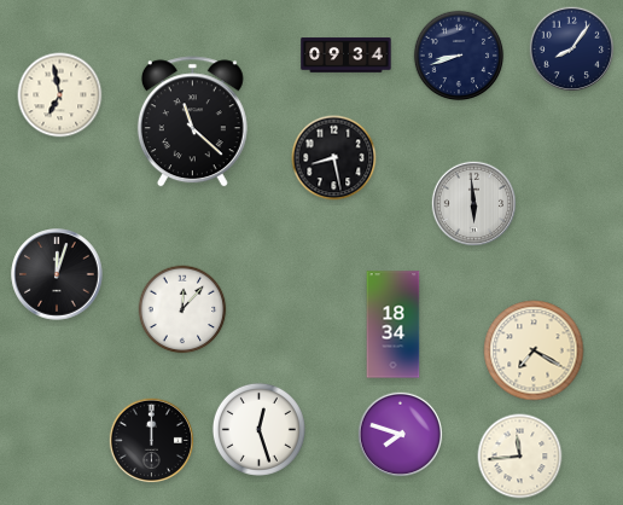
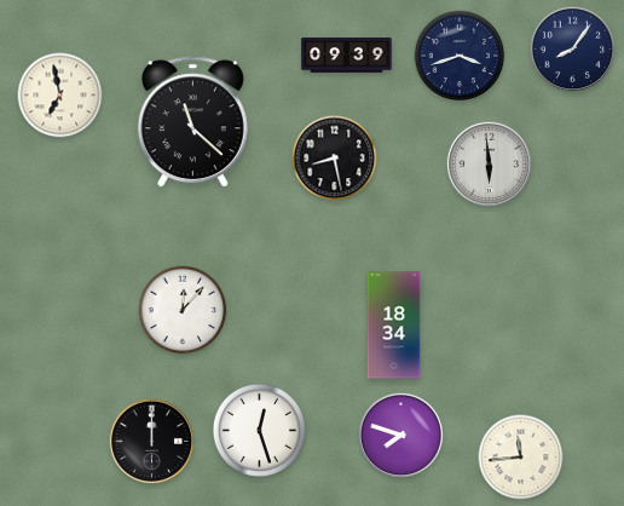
clock at (347, 56): 09:34 -> 09:39
clock at (459, 56): 8:42 -> 3:42
clock at (474, 204) position: (474, 204) -> (490, 165)
clock at (57, 274): 12:03 -> none
clock at (534, 350): 7:20 -> none
